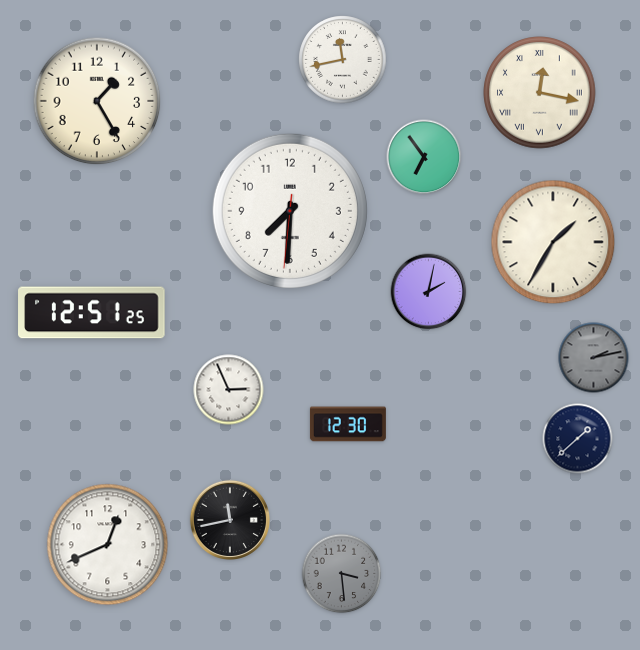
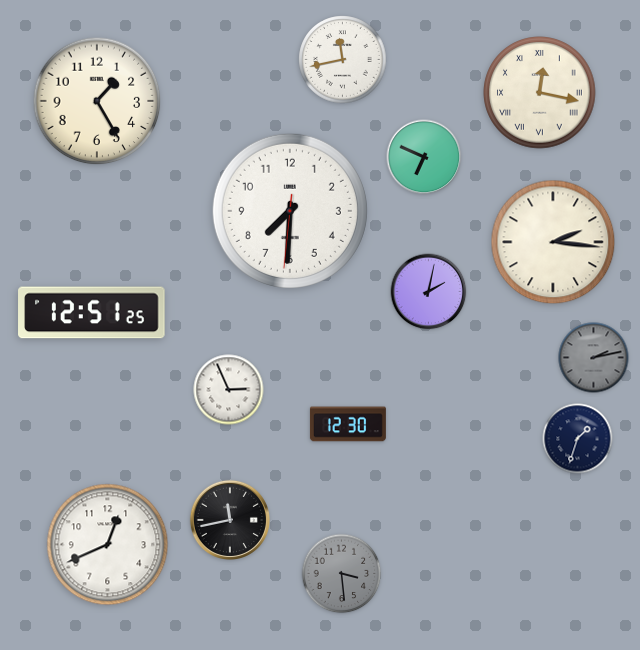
clock at (424, 157): 6:54 -> 6:49
clock at (553, 242): 1:35 -> 2:16
clock at (578, 439): 1:38 -> 1:33
